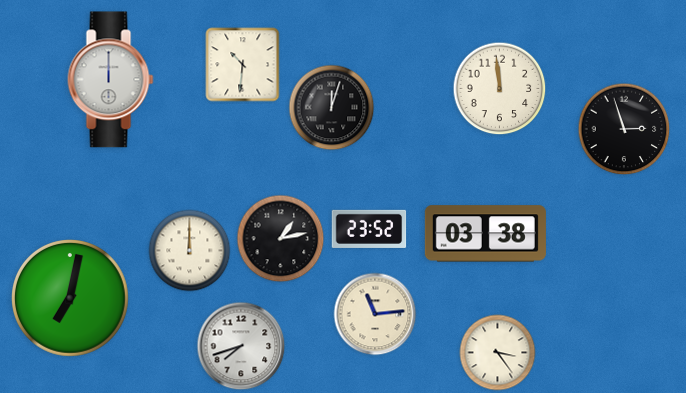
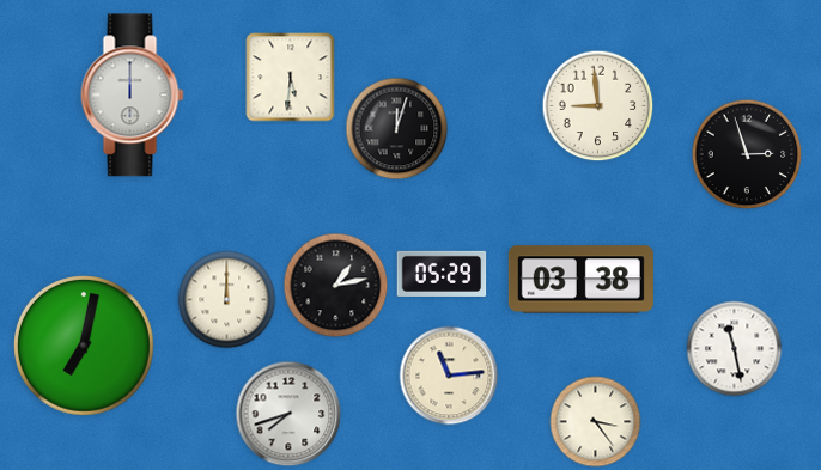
clock at (243, 65): 10:31 -> 5:31
clock at (500, 89): 11:59 -> 8:59
clock at (369, 229): 23:52 -> 05:29
clock at (735, 349): none -> 11:28
clock at (71, 299) position: (71, 299) -> (85, 347)
